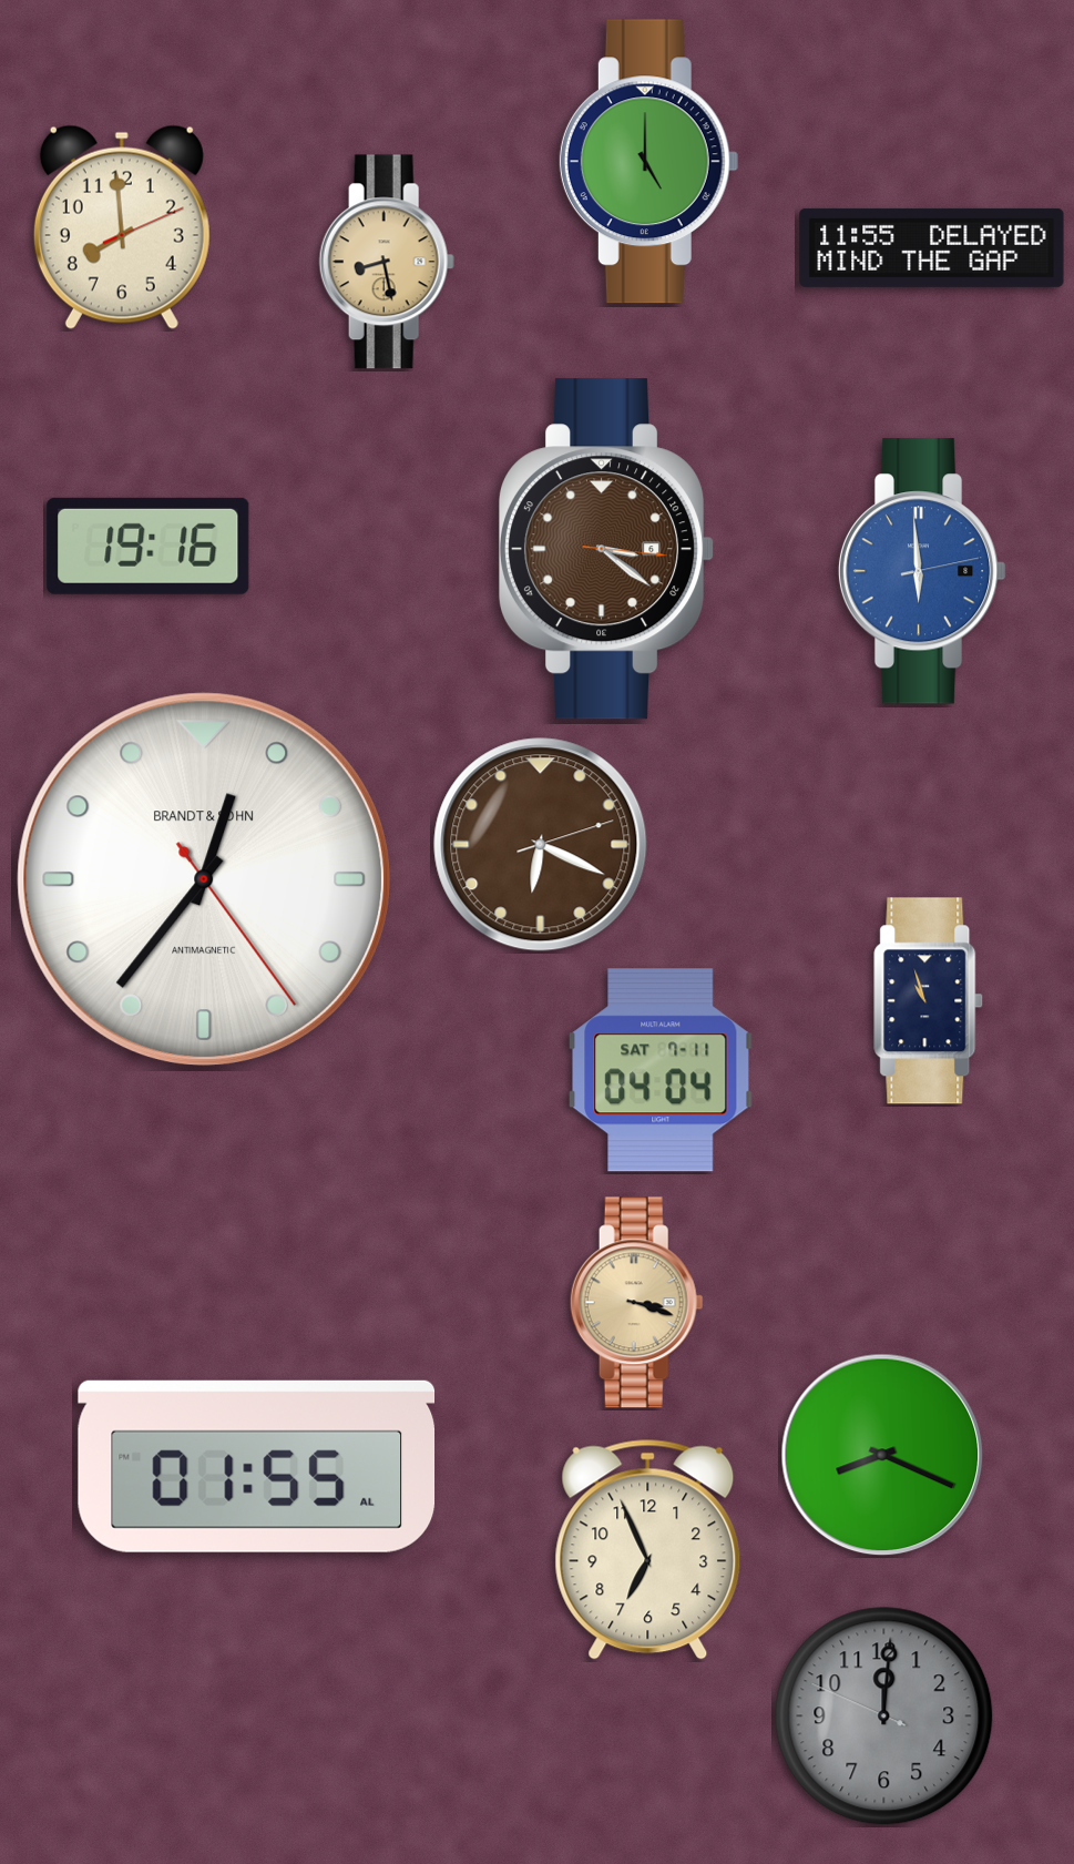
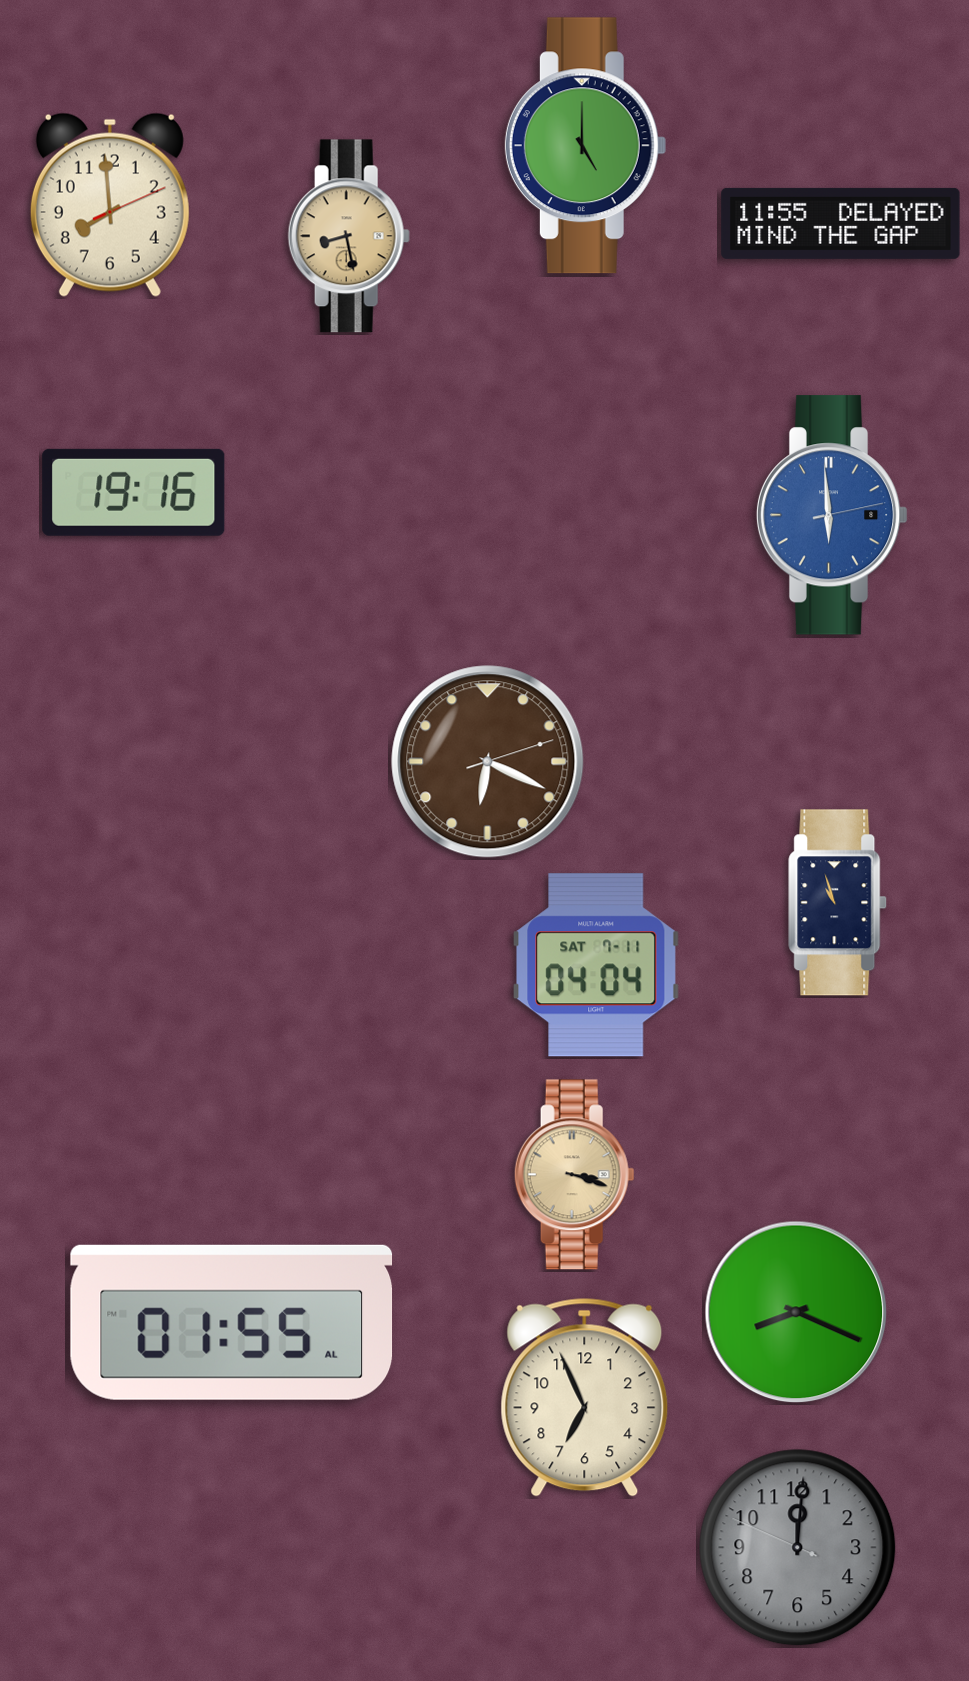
clock at (606, 549): 3:21 -> none
clock at (203, 878): 12:36 -> none
